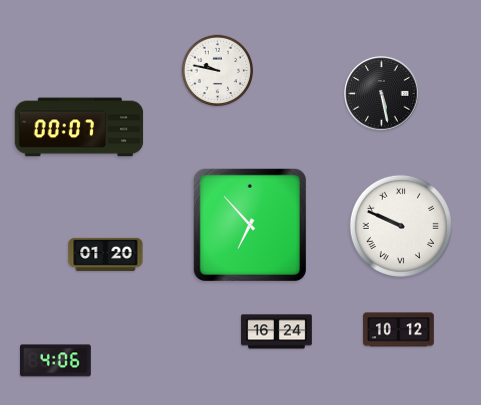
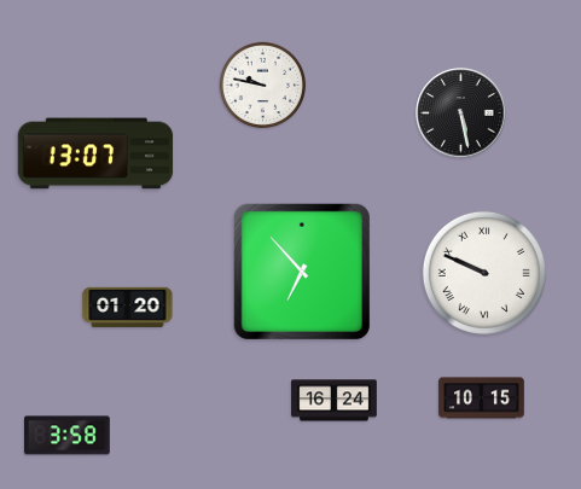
clock at (79, 127): 00:07 -> 13:07
clock at (399, 330): 10:12 -> 10:15
clock at (56, 361): 4:06 -> 3:58
